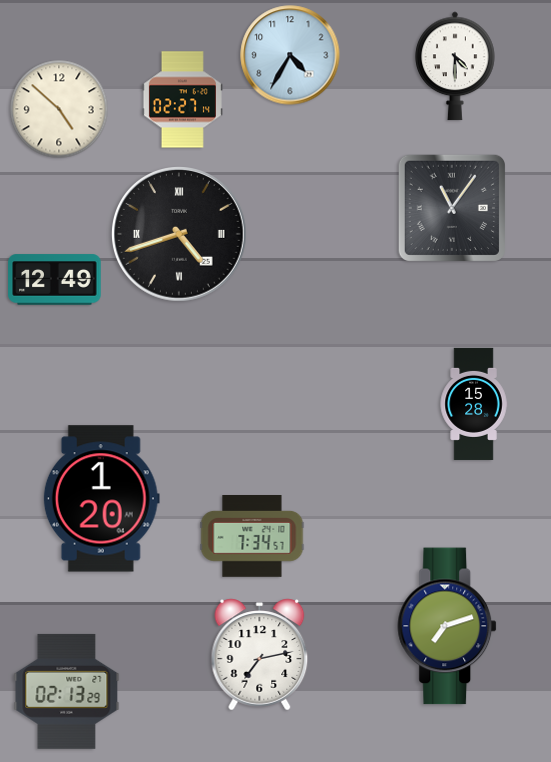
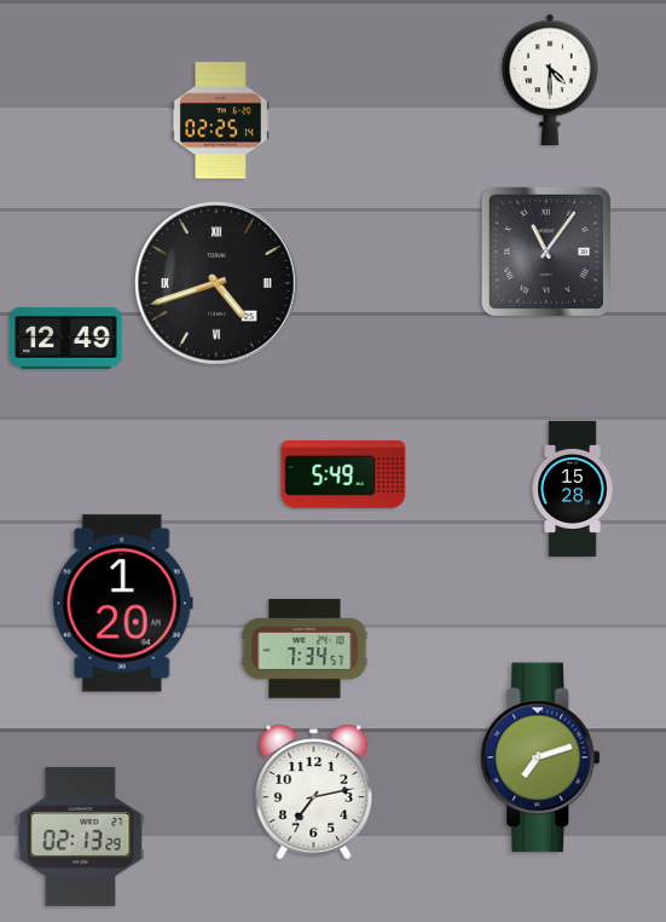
clock at (290, 55): 4:35 -> none
clock at (182, 100): 02:27 -> 02:25
clock at (59, 109): 4:52 -> none
clock at (343, 476): none -> 5:49
